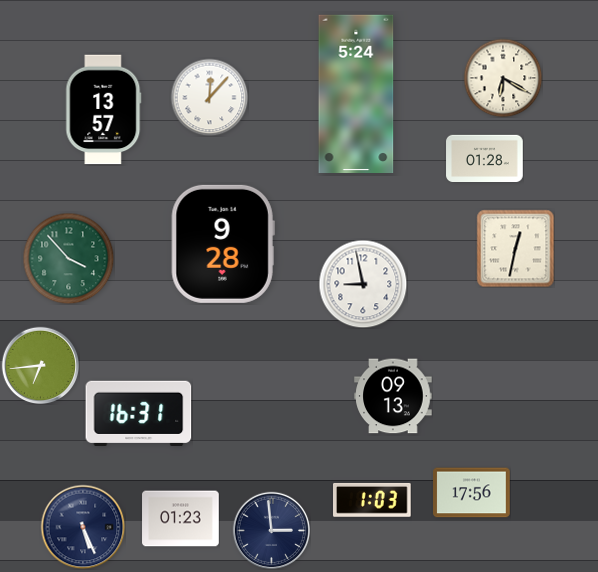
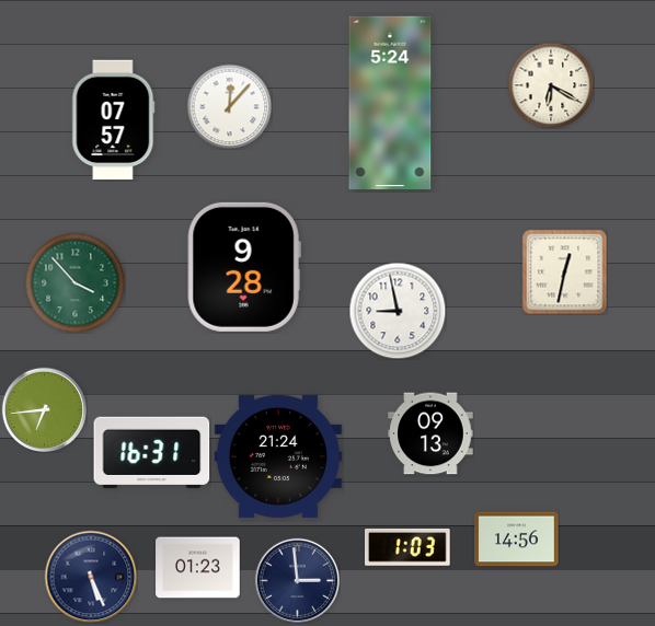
clock at (104, 110): 13:57 -> 07:57
clock at (485, 158): 01:28 -> none
clock at (40, 365) position: (40, 365) -> (44, 409)
clock at (278, 456): none -> 21:24
clock at (472, 493): 17:56 -> 14:56
